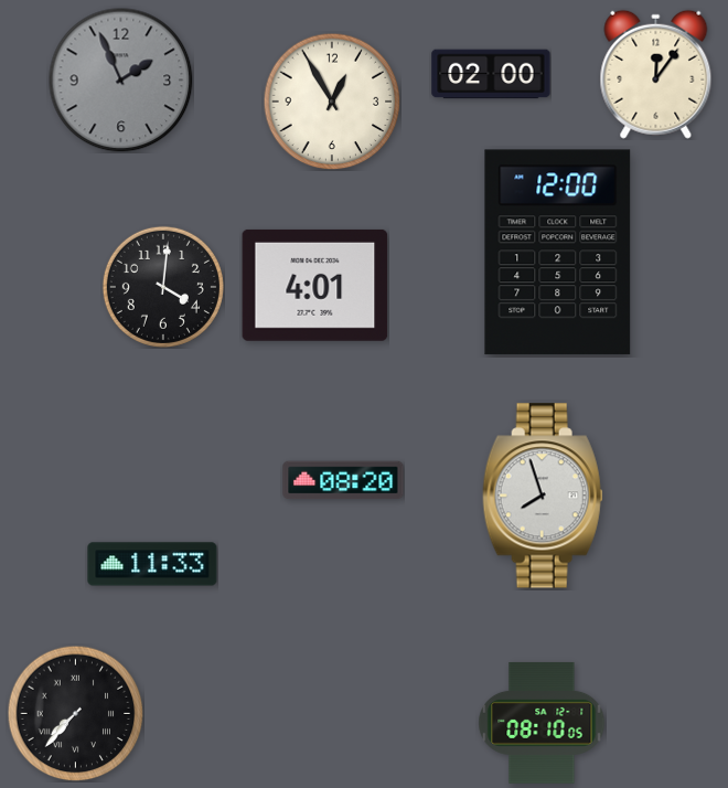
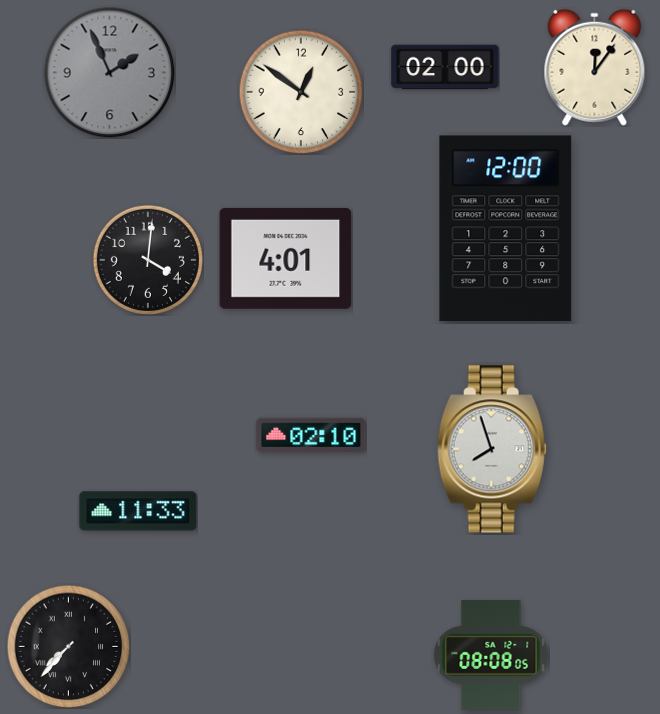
clock at (332, 102): 12:55 -> 12:51
clock at (343, 480): 08:20 -> 02:10
clock at (542, 723): 08:10 -> 08:08
